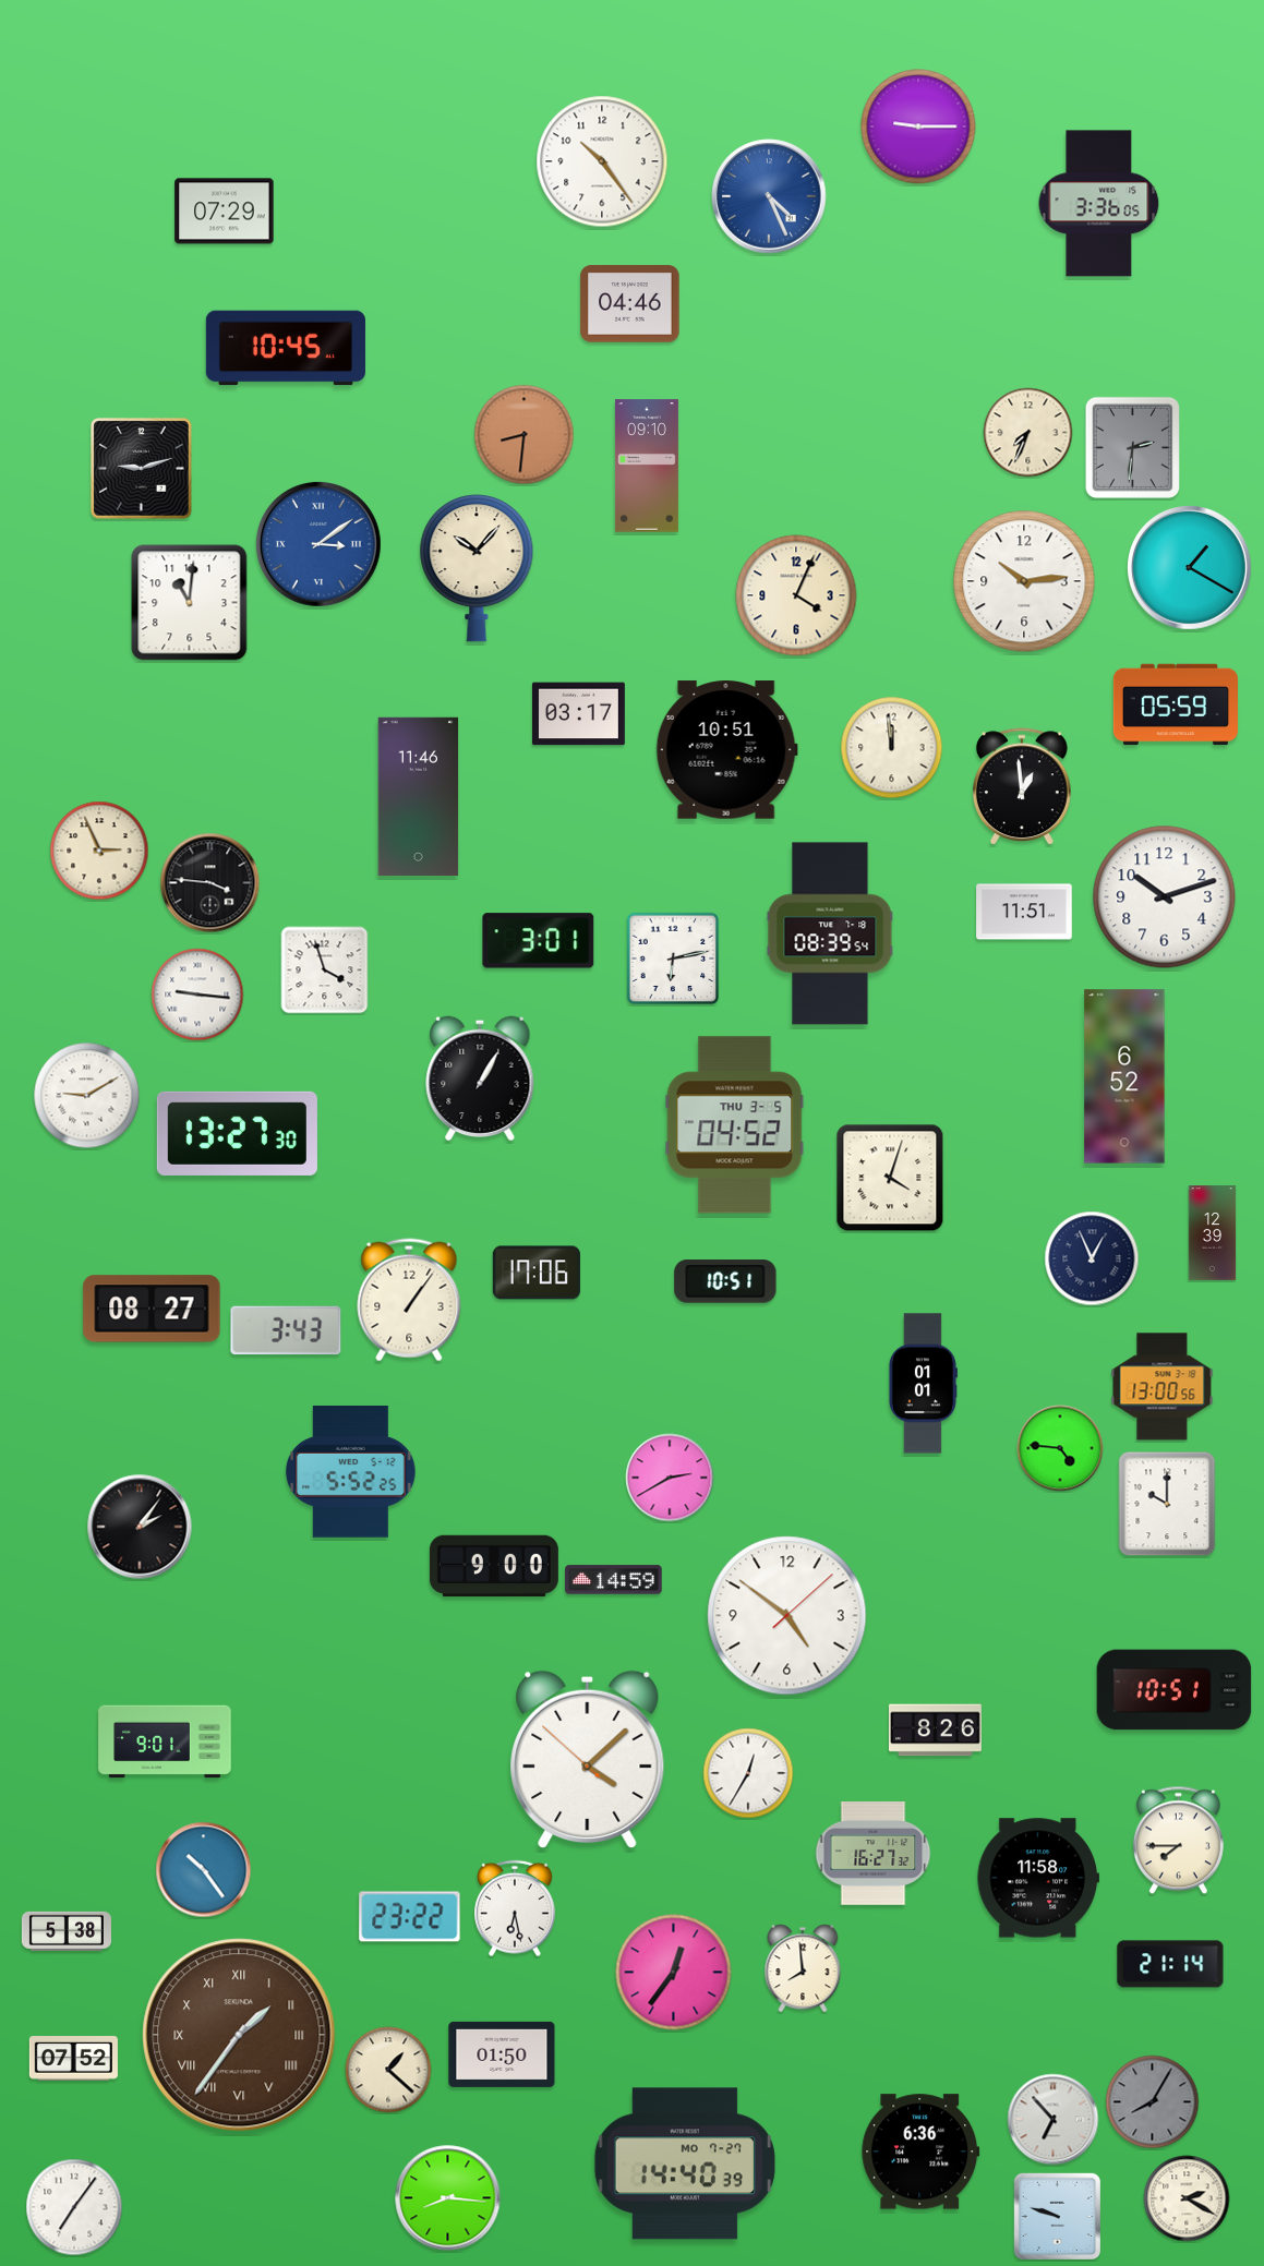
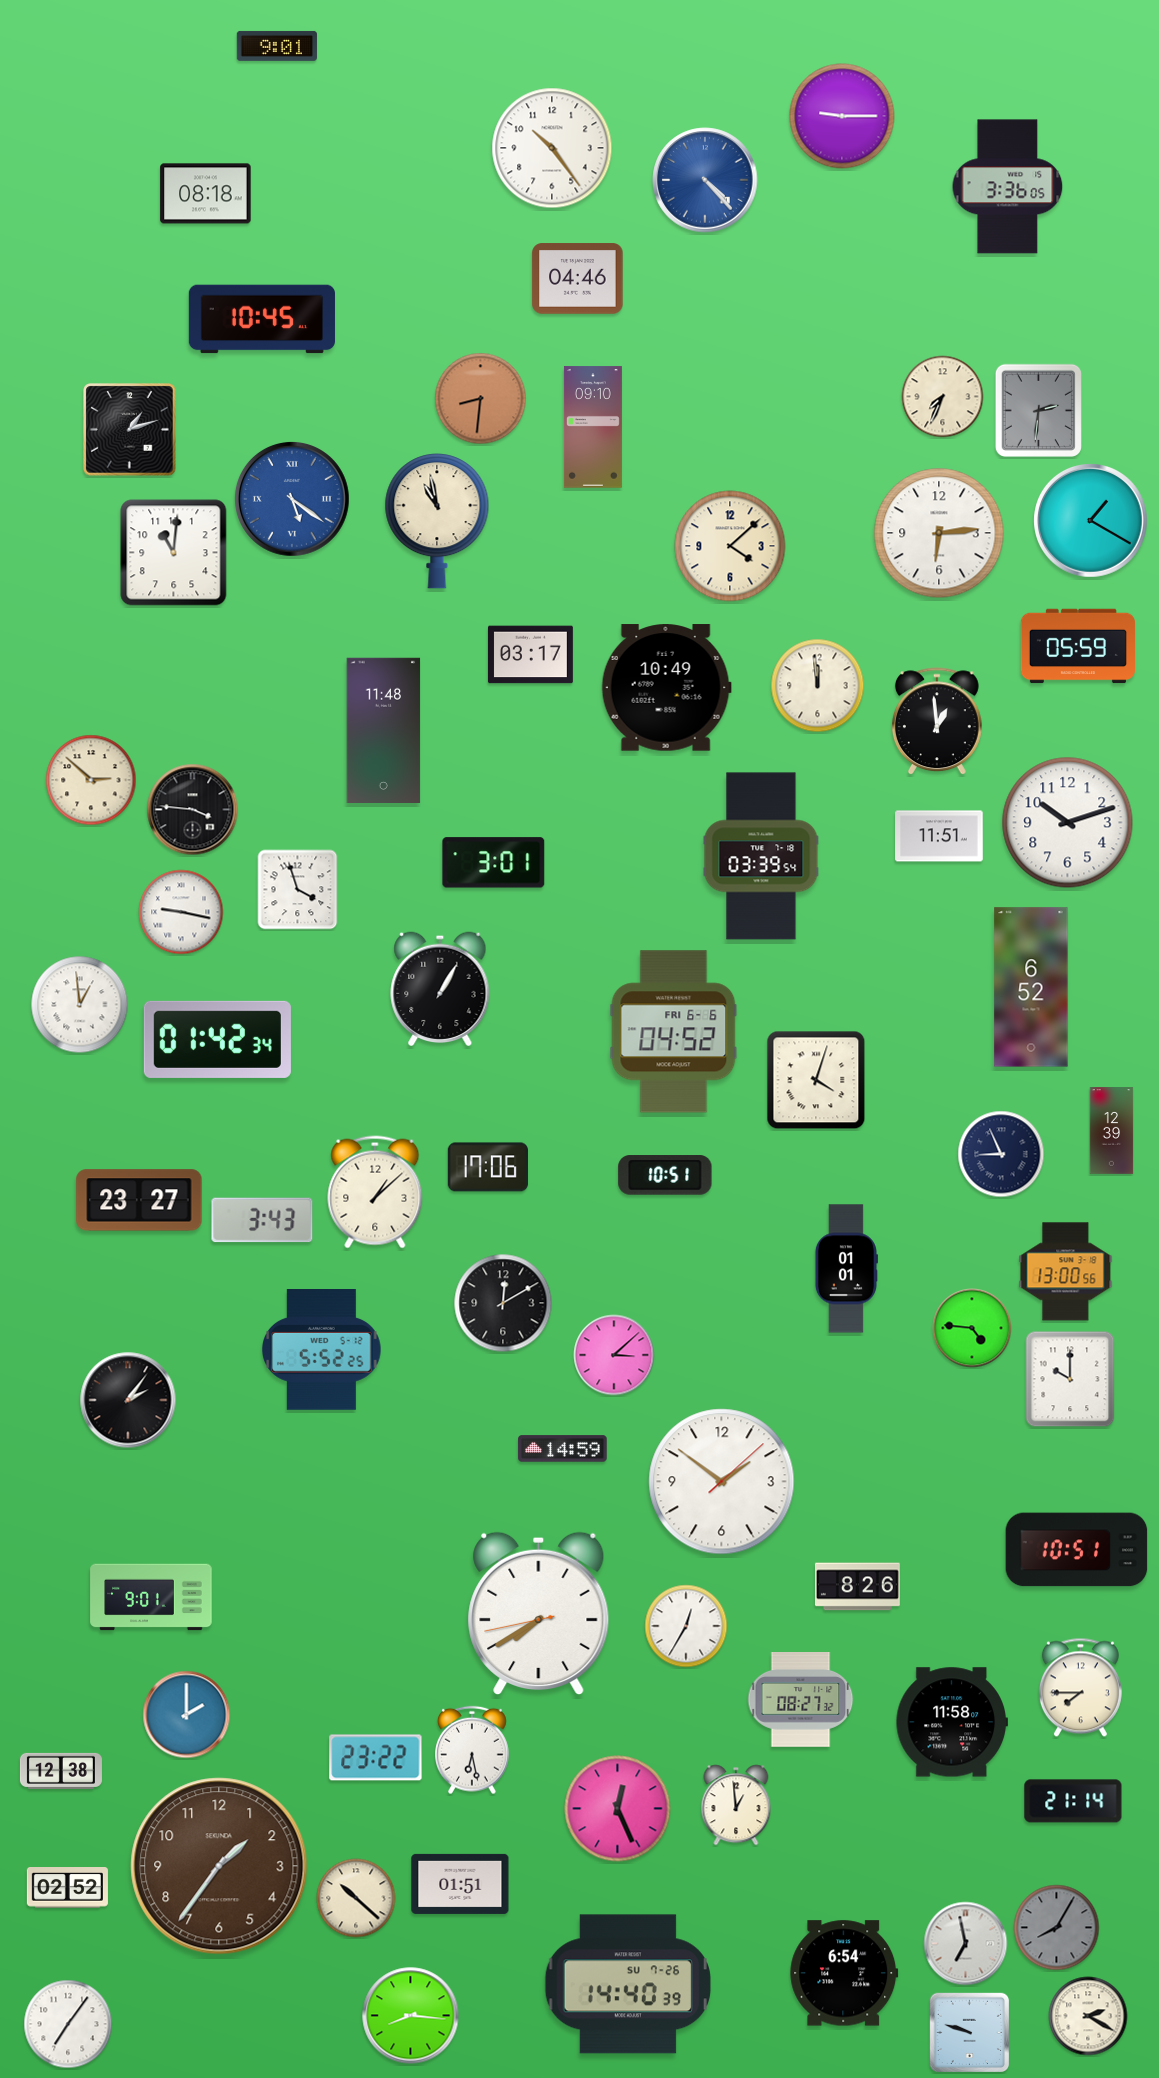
clock at (277, 46): none -> 9:01
clock at (769, 196): 4:26 -> 4:23
clock at (225, 212): 07:29 -> 08:18
clock at (142, 469): 9:12 -> 1:12
clock at (318, 544): 3:09 -> 5:21
clock at (477, 568): 10:07 -> 10:58
clock at (1024, 581): 10:14 -> 6:14
clock at (796, 595): 4:04 -> 4:08
clock at (726, 750): 10:51 -> 10:49
clock at (419, 796): 11:46 -> 11:48
clock at (99, 851): 2:56 -> 2:52
clock at (830, 933): 08:39 -> 03:39
clock at (673, 959): 6:13 -> none
clock at (197, 995): 9:16 -> 9:17
clock at (87, 1096): 9:10 -> 12:59
clock at (735, 1125) date: THU 3-5 -> FRI 6-6
clock at (237, 1133): 13:27 -> 01:42
clock at (1092, 1258): 12:56 -> 8:56
clock at (537, 1273) position: (537, 1273) -> (488, 1167)
clock at (409, 1300): 1:06 -> 1:08
clock at (152, 1309): 08:27 -> 23:27
clock at (503, 1303): none -> 12:10
clock at (670, 1478): 2:40 -> 3:08
clock at (494, 1566): 9:00 -> none
clock at (787, 1616): 4:51 -> 1:51
clock at (588, 1760): 4:07 -> 7:39
clock at (874, 1854): 16:27 -> 08:27
clock at (204, 1870): 10:24 -> 2:00
clock at (67, 1931): 5:38 -> 12:38
clock at (803, 1968): 7:59 -> 12:59
clock at (674, 1973): 12:36 -> 12:26
clock at (239, 2035) numerals: Roman -> Arabic
clock at (502, 2054): 01:50 -> 01:51
clock at (73, 2059): 07:52 -> 02:52
clock at (388, 2070): 1:22 -> 10:22
clock at (1054, 2120): 6:53 -> 6:58
clock at (920, 2152): 6:36 -> 6:54
clock at (685, 2163) date: MO 7-27 -> SU 7-26
